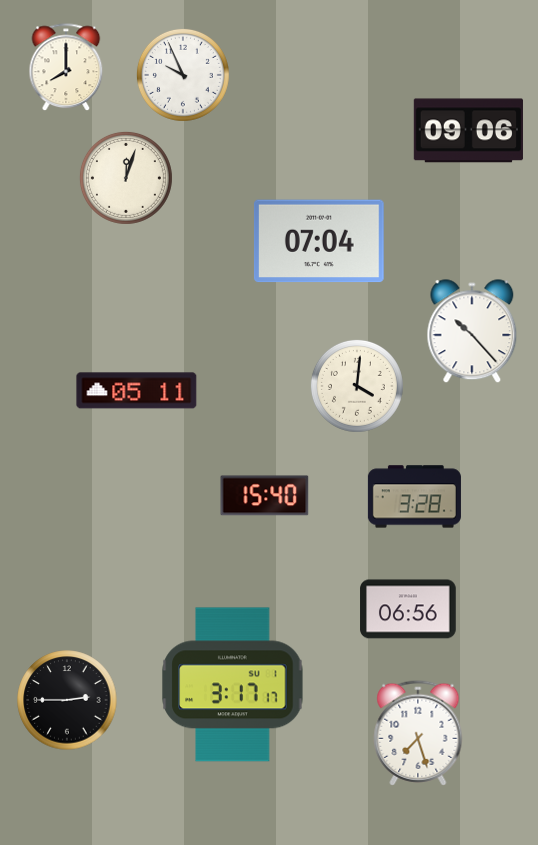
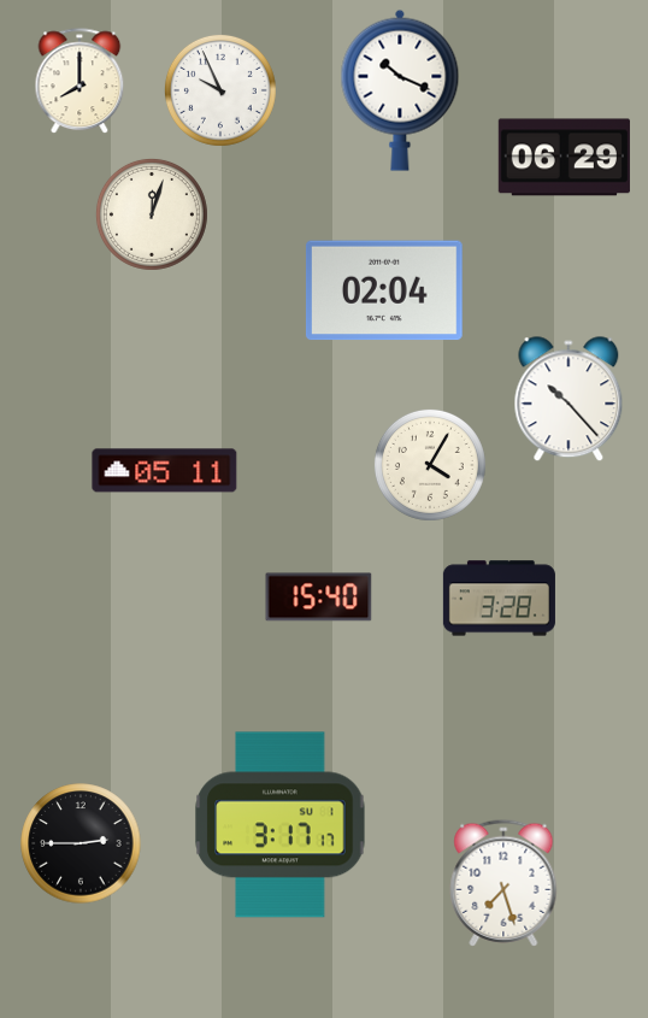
clock at (400, 90): none -> 10:19
clock at (468, 131): 09:06 -> 06:29
clock at (319, 241): 07:04 -> 02:04
clock at (357, 386): 4:01 -> 4:05
clock at (408, 609): 06:56 -> none
